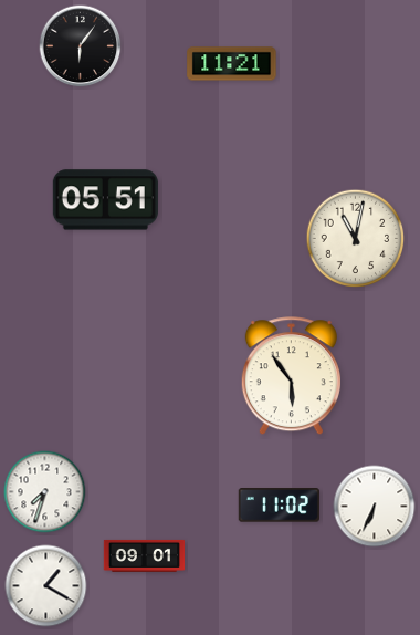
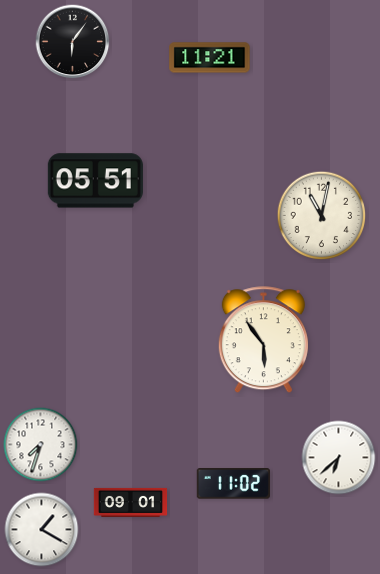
clock at (279, 506) position: (279, 506) -> (233, 484)
clock at (375, 507): 6:34 -> 6:38
